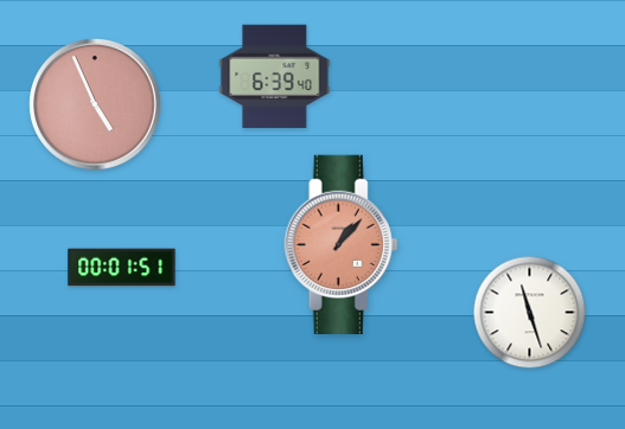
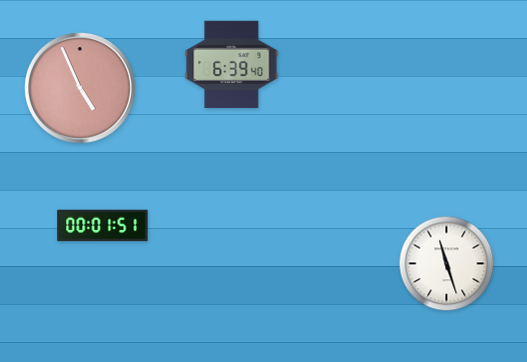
clock at (342, 244): 1:07 -> none
